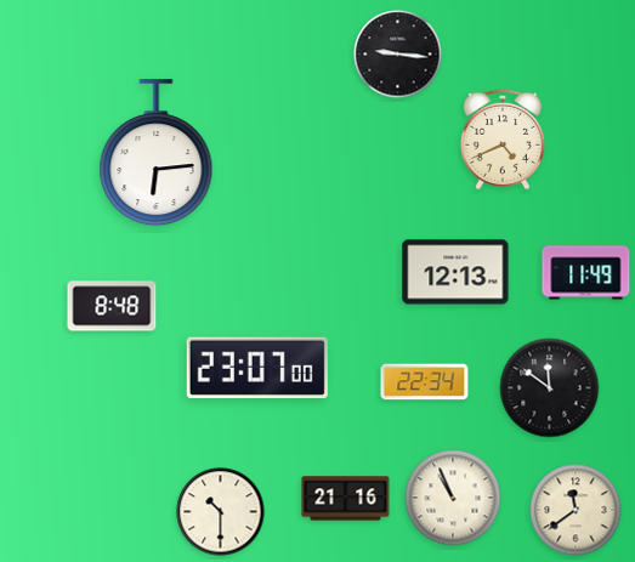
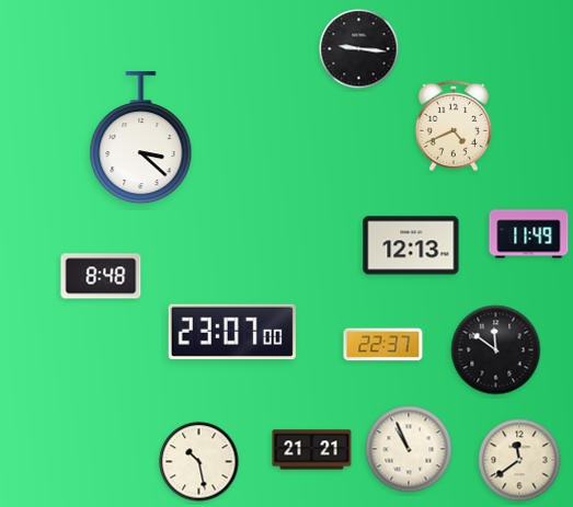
clock at (157, 153): 6:14 -> 3:22
clock at (586, 273) position: (586, 273) -> (529, 234)
clock at (425, 382): 22:34 -> 22:37
clock at (346, 499): 21:16 -> 21:21
clock at (221, 512): 10:30 -> 10:28
